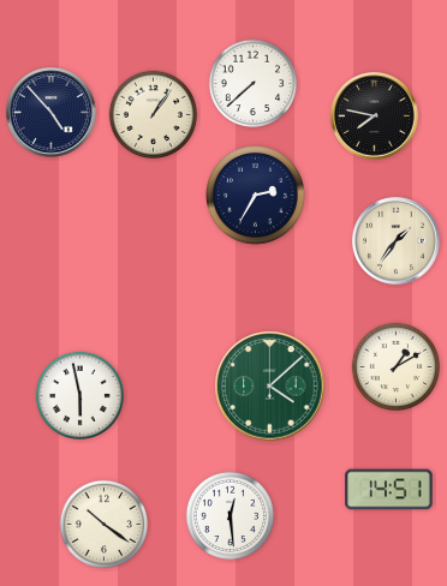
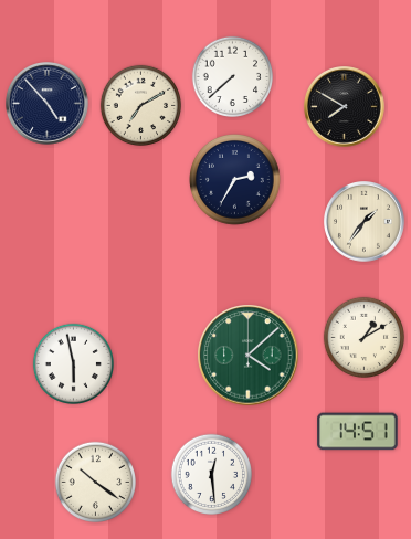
clock at (153, 115): 1:06 -> 7:10
clock at (375, 116): 7:47 -> 7:50
clock at (389, 490) position: (389, 490) -> (358, 432)
